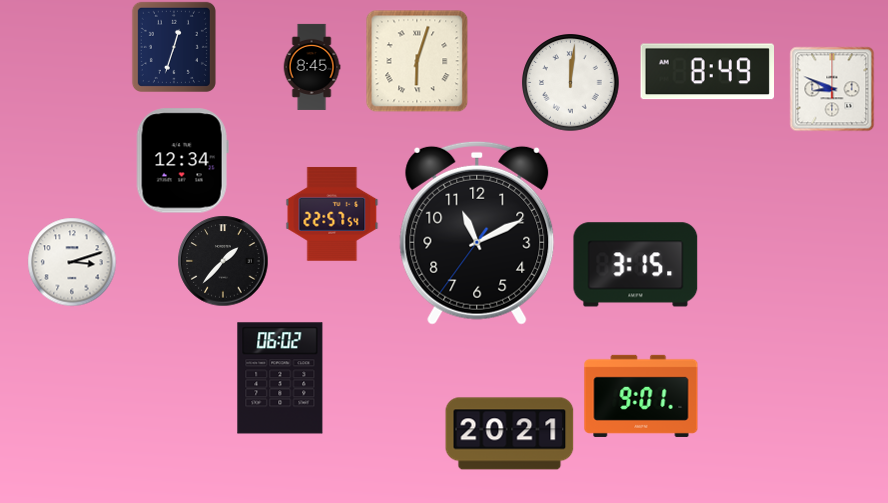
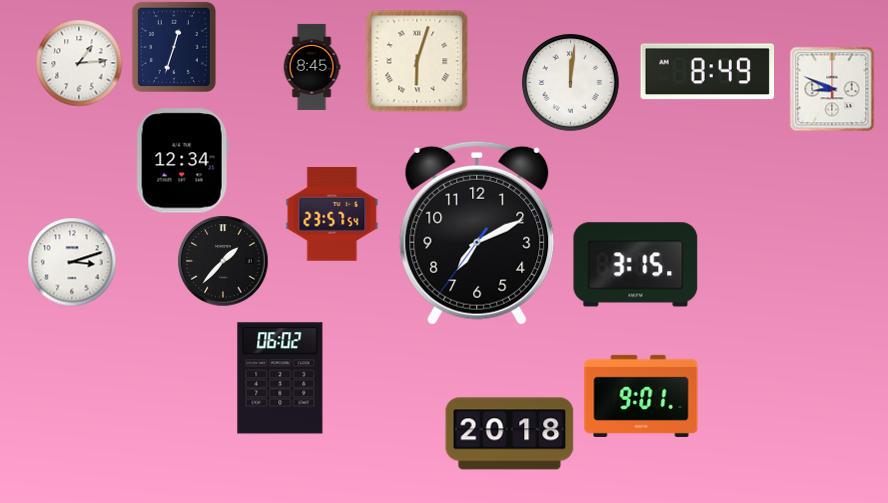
clock at (79, 63): none -> 1:14
clock at (332, 214): 22:57 -> 23:57
clock at (477, 233): 11:10 -> 7:10
clock at (510, 434): 20:21 -> 20:18
